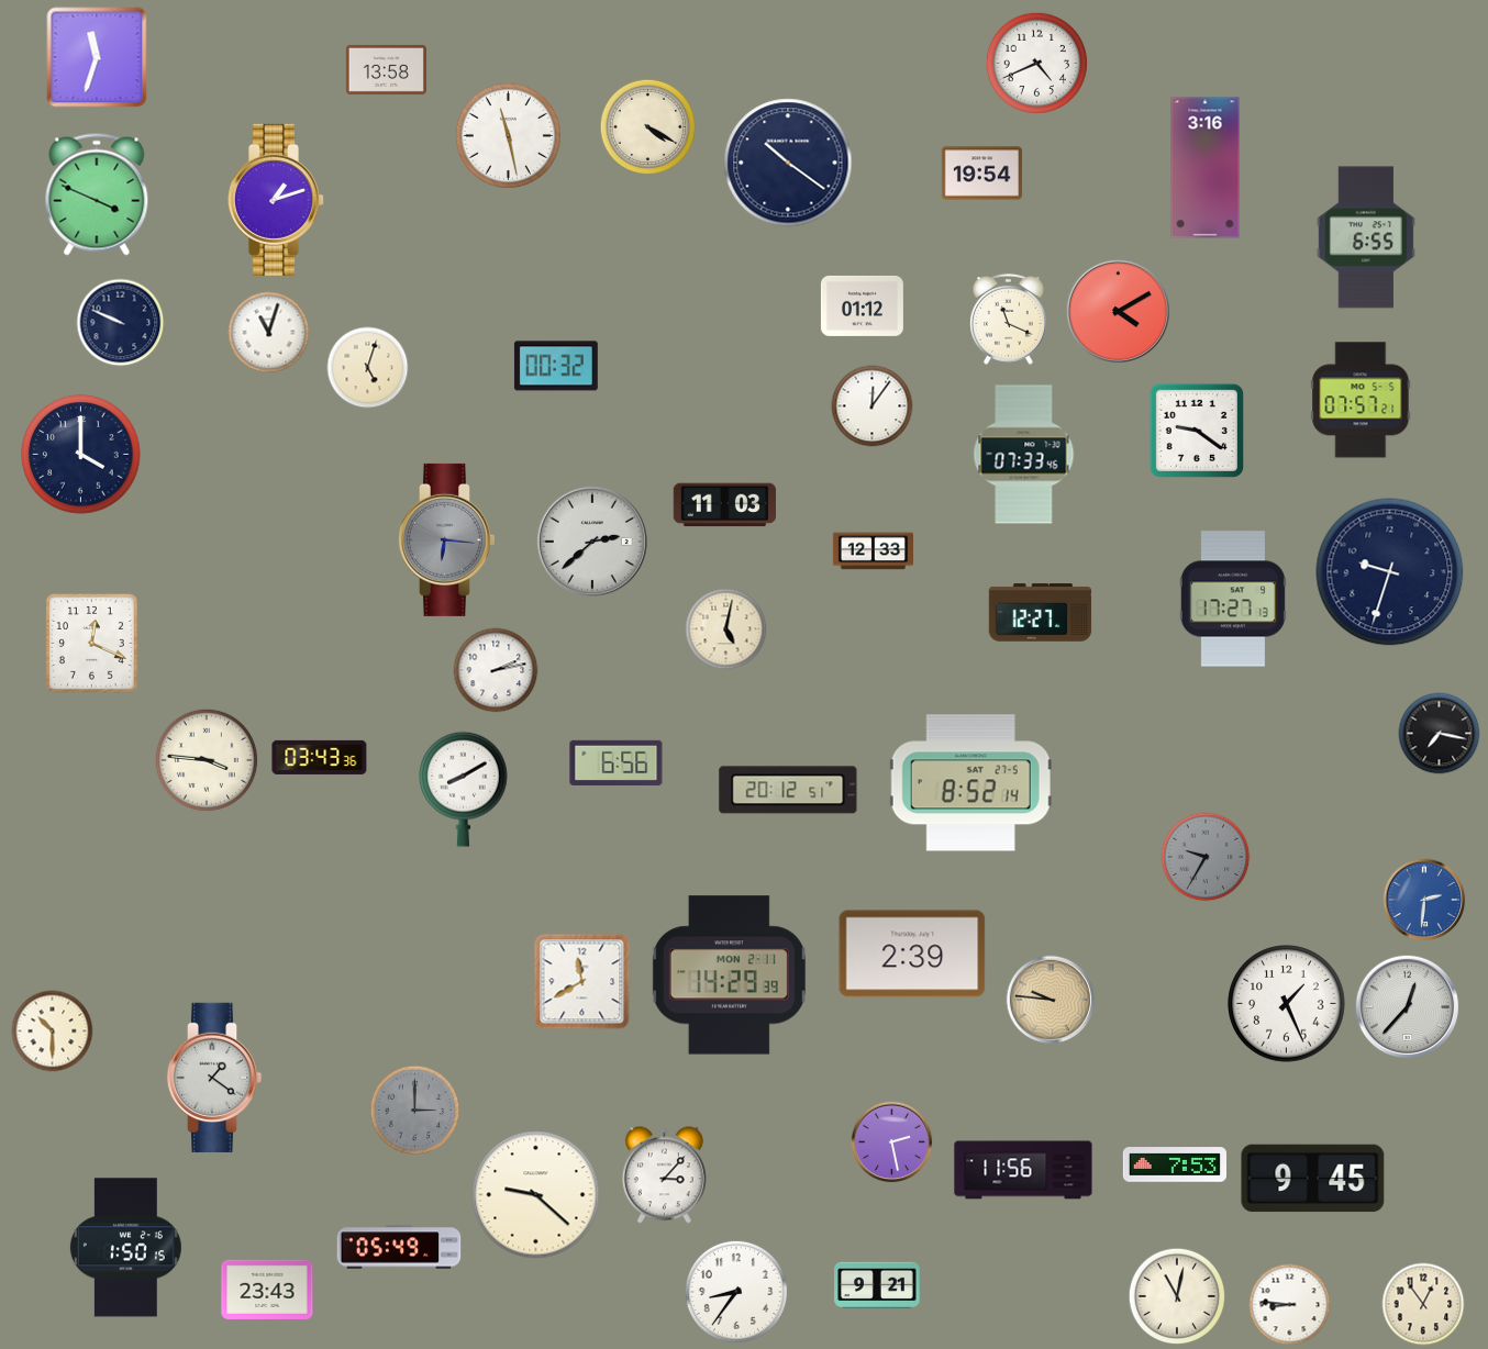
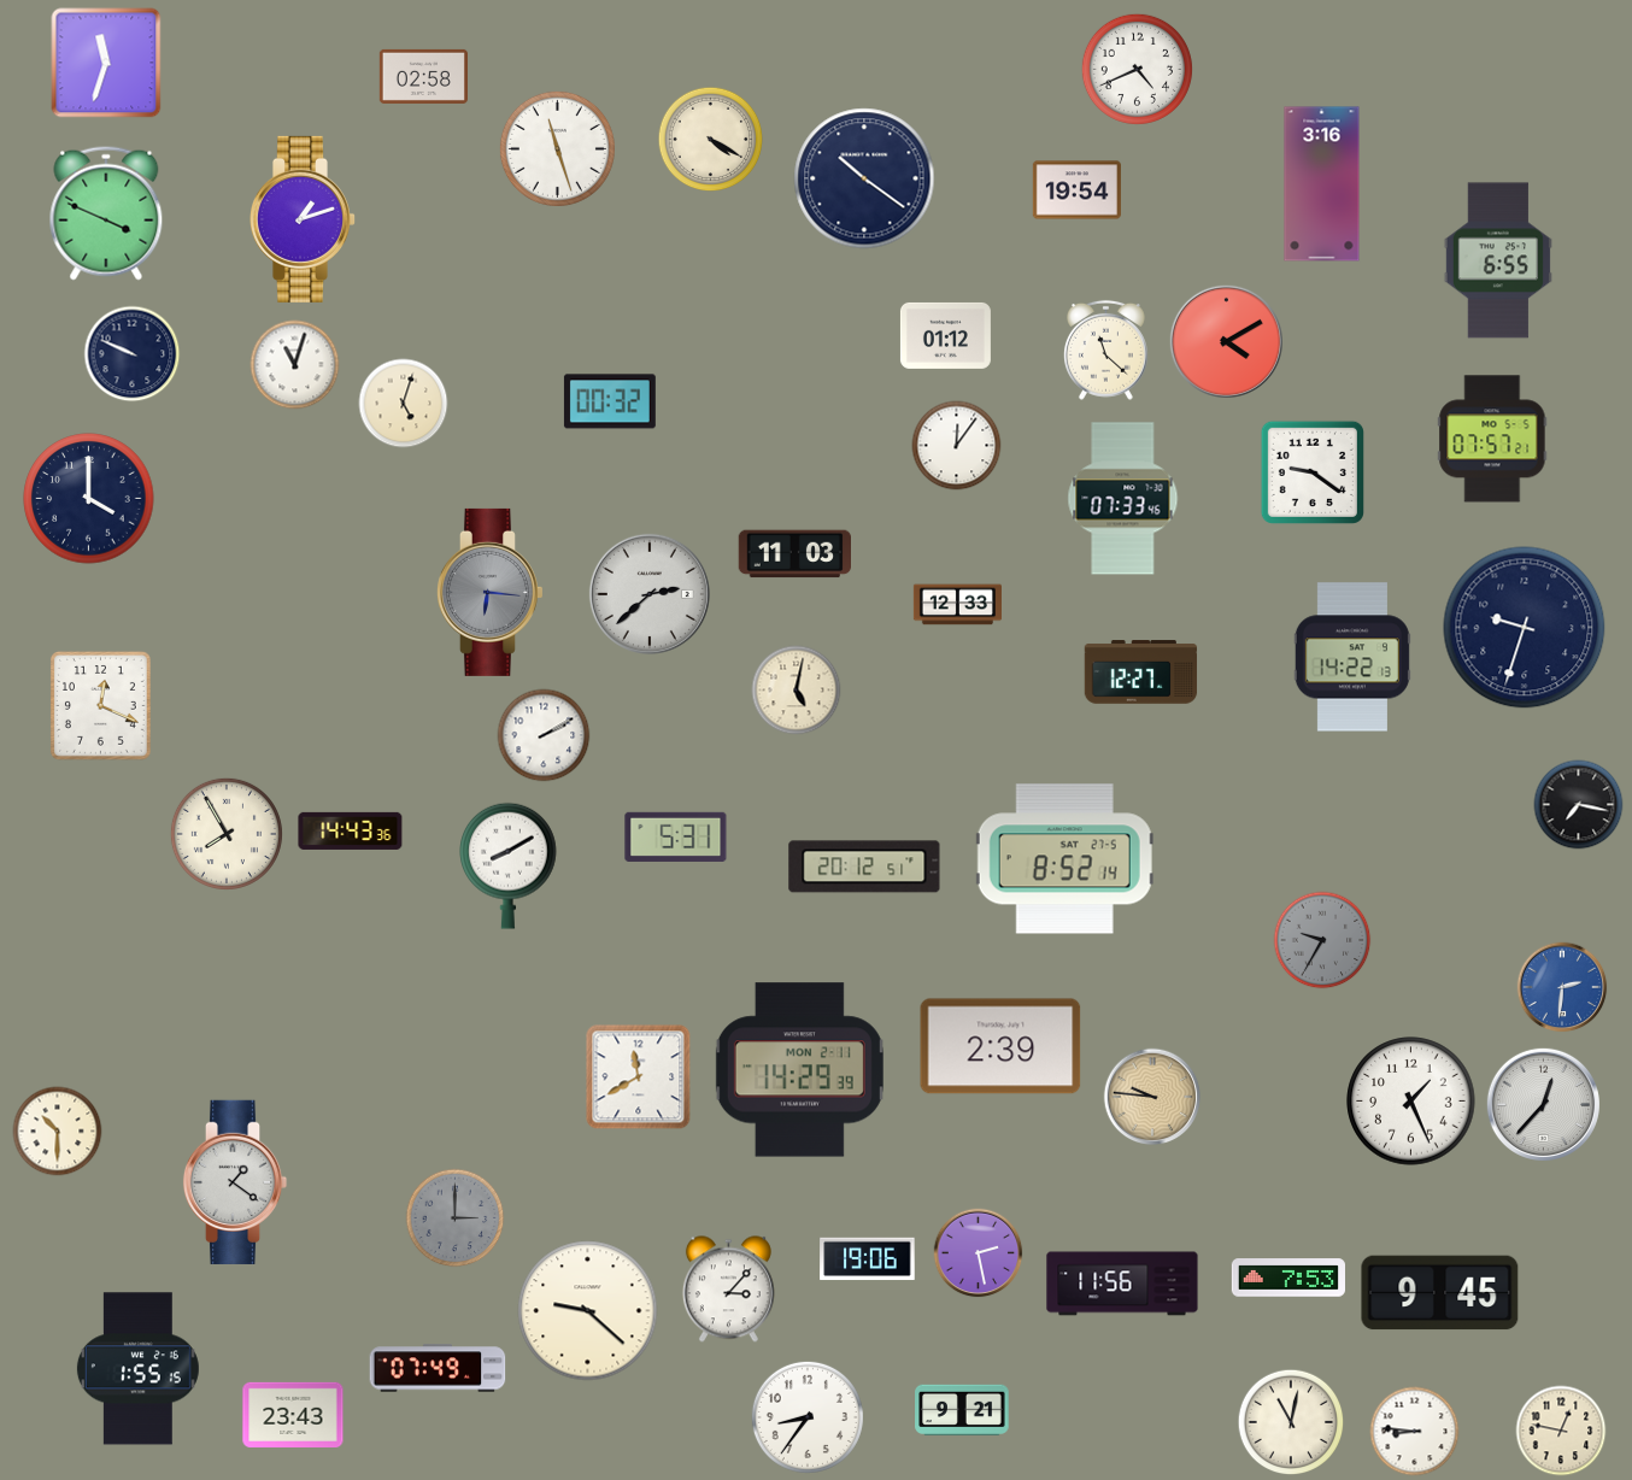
clock at (386, 69): 13:58 -> 02:58
clock at (508, 135): 11:28 -> 11:27
clock at (1008, 319): 11:19 -> 11:22
clock at (1233, 599): 17:27 -> 14:22
clock at (496, 670): 2:13 -> 2:10
clock at (320, 757): 03:43 -> 14:43
clock at (207, 760): 3:46 -> 7:55
clock at (617, 762): 6:56 -> 5:31
clock at (868, 1259): none -> 19:06
clock at (399, 1247): 05:49 -> 07:49
clock at (125, 1248): 1:50 -> 1:55
clock at (1423, 1304): 12:54 -> 12:47
